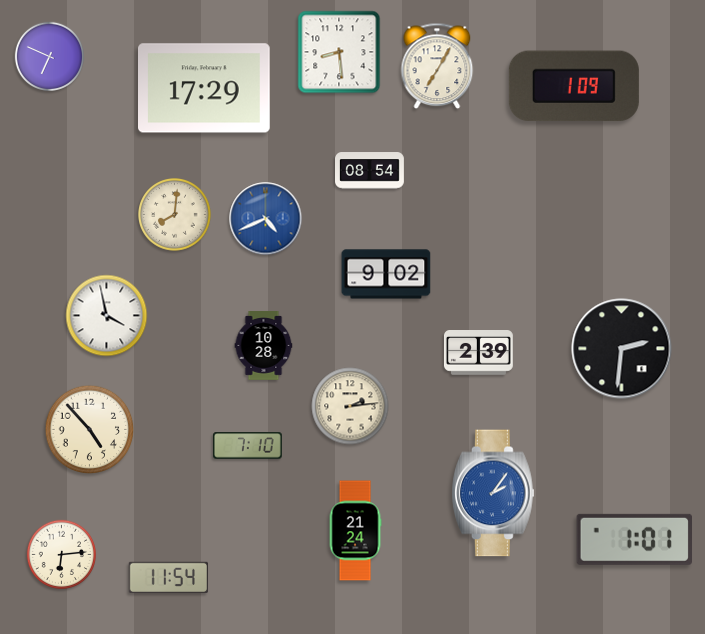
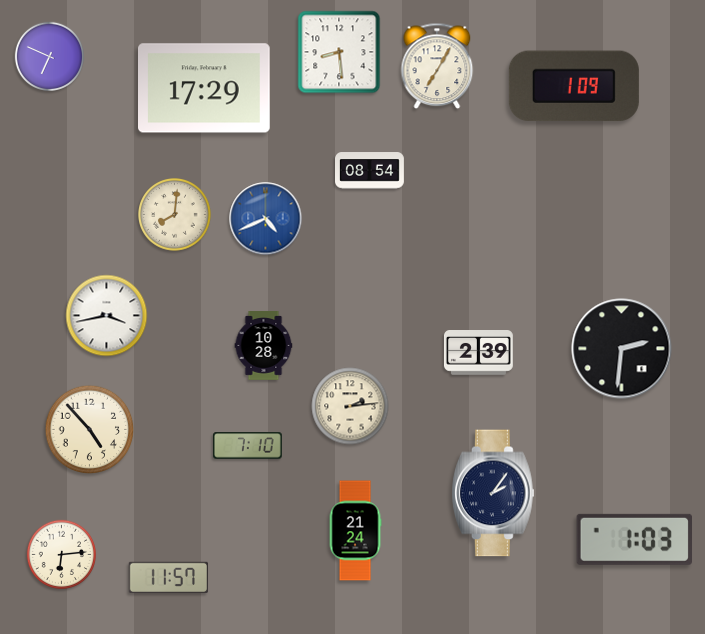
clock at (386, 274): 9:02 -> none
clock at (107, 316): 3:58 -> 3:43
clock at (493, 493) dial: blue -> navy
clock at (634, 539): 1:01 -> 1:03
clock at (168, 577): 11:54 -> 11:57
